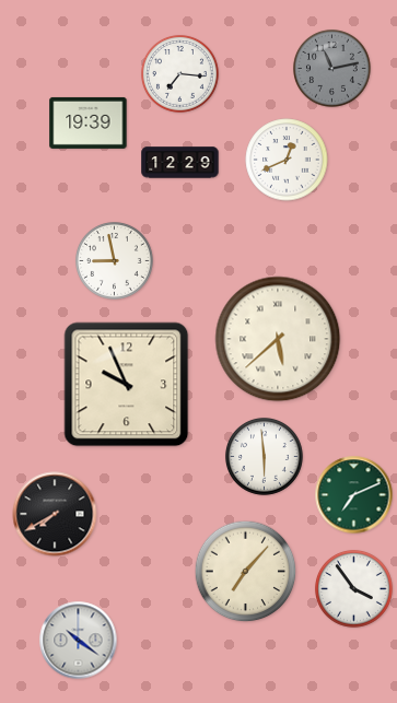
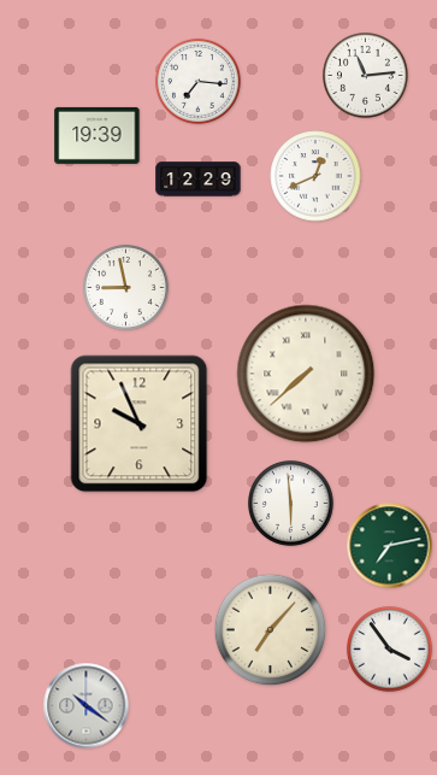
clock at (331, 68): 11:13 -> 11:14
clock at (331, 68) dial: grey -> white
clock at (278, 339): 5:38 -> 7:38
clock at (354, 495): 7:11 -> 7:13
clock at (55, 514): 7:40 -> none
